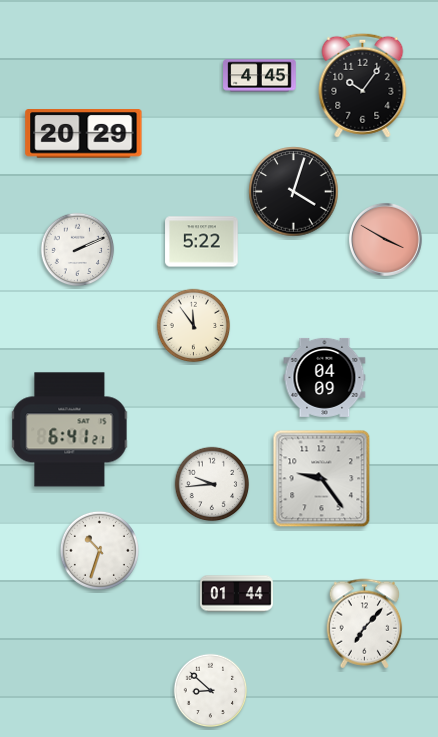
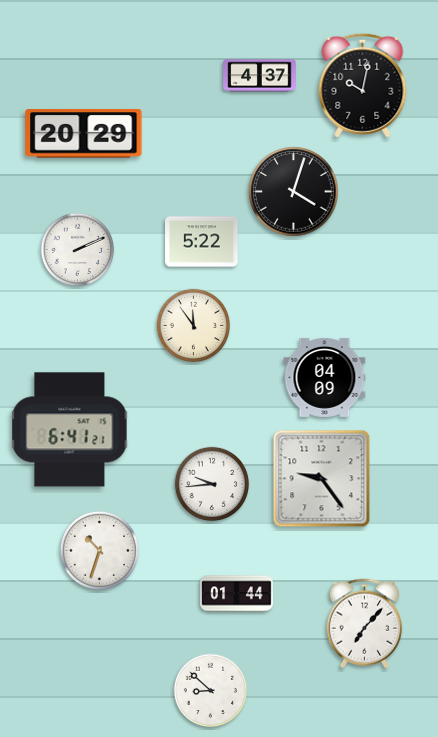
clock at (260, 76): 4:45 -> 4:37
clock at (363, 85): 10:06 -> 10:02
clock at (385, 239): 3:50 -> none
